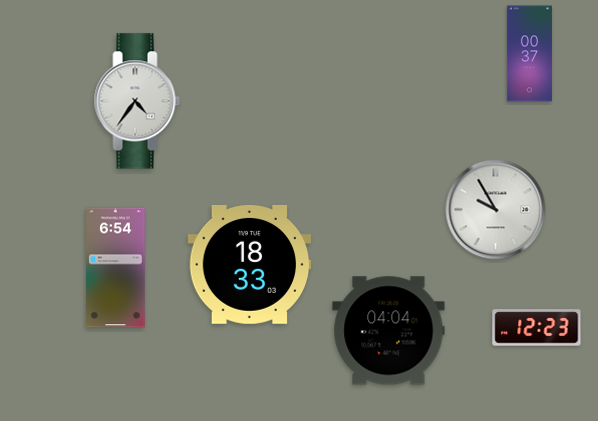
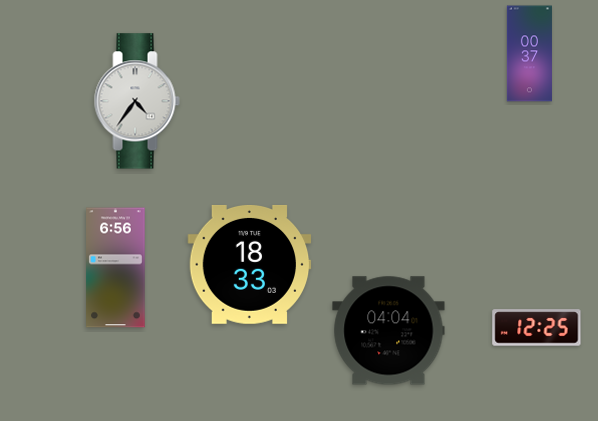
clock at (496, 210): 9:55 -> none
clock at (116, 268): 6:54 -> 6:56
clock at (537, 328): 12:23 -> 12:25
